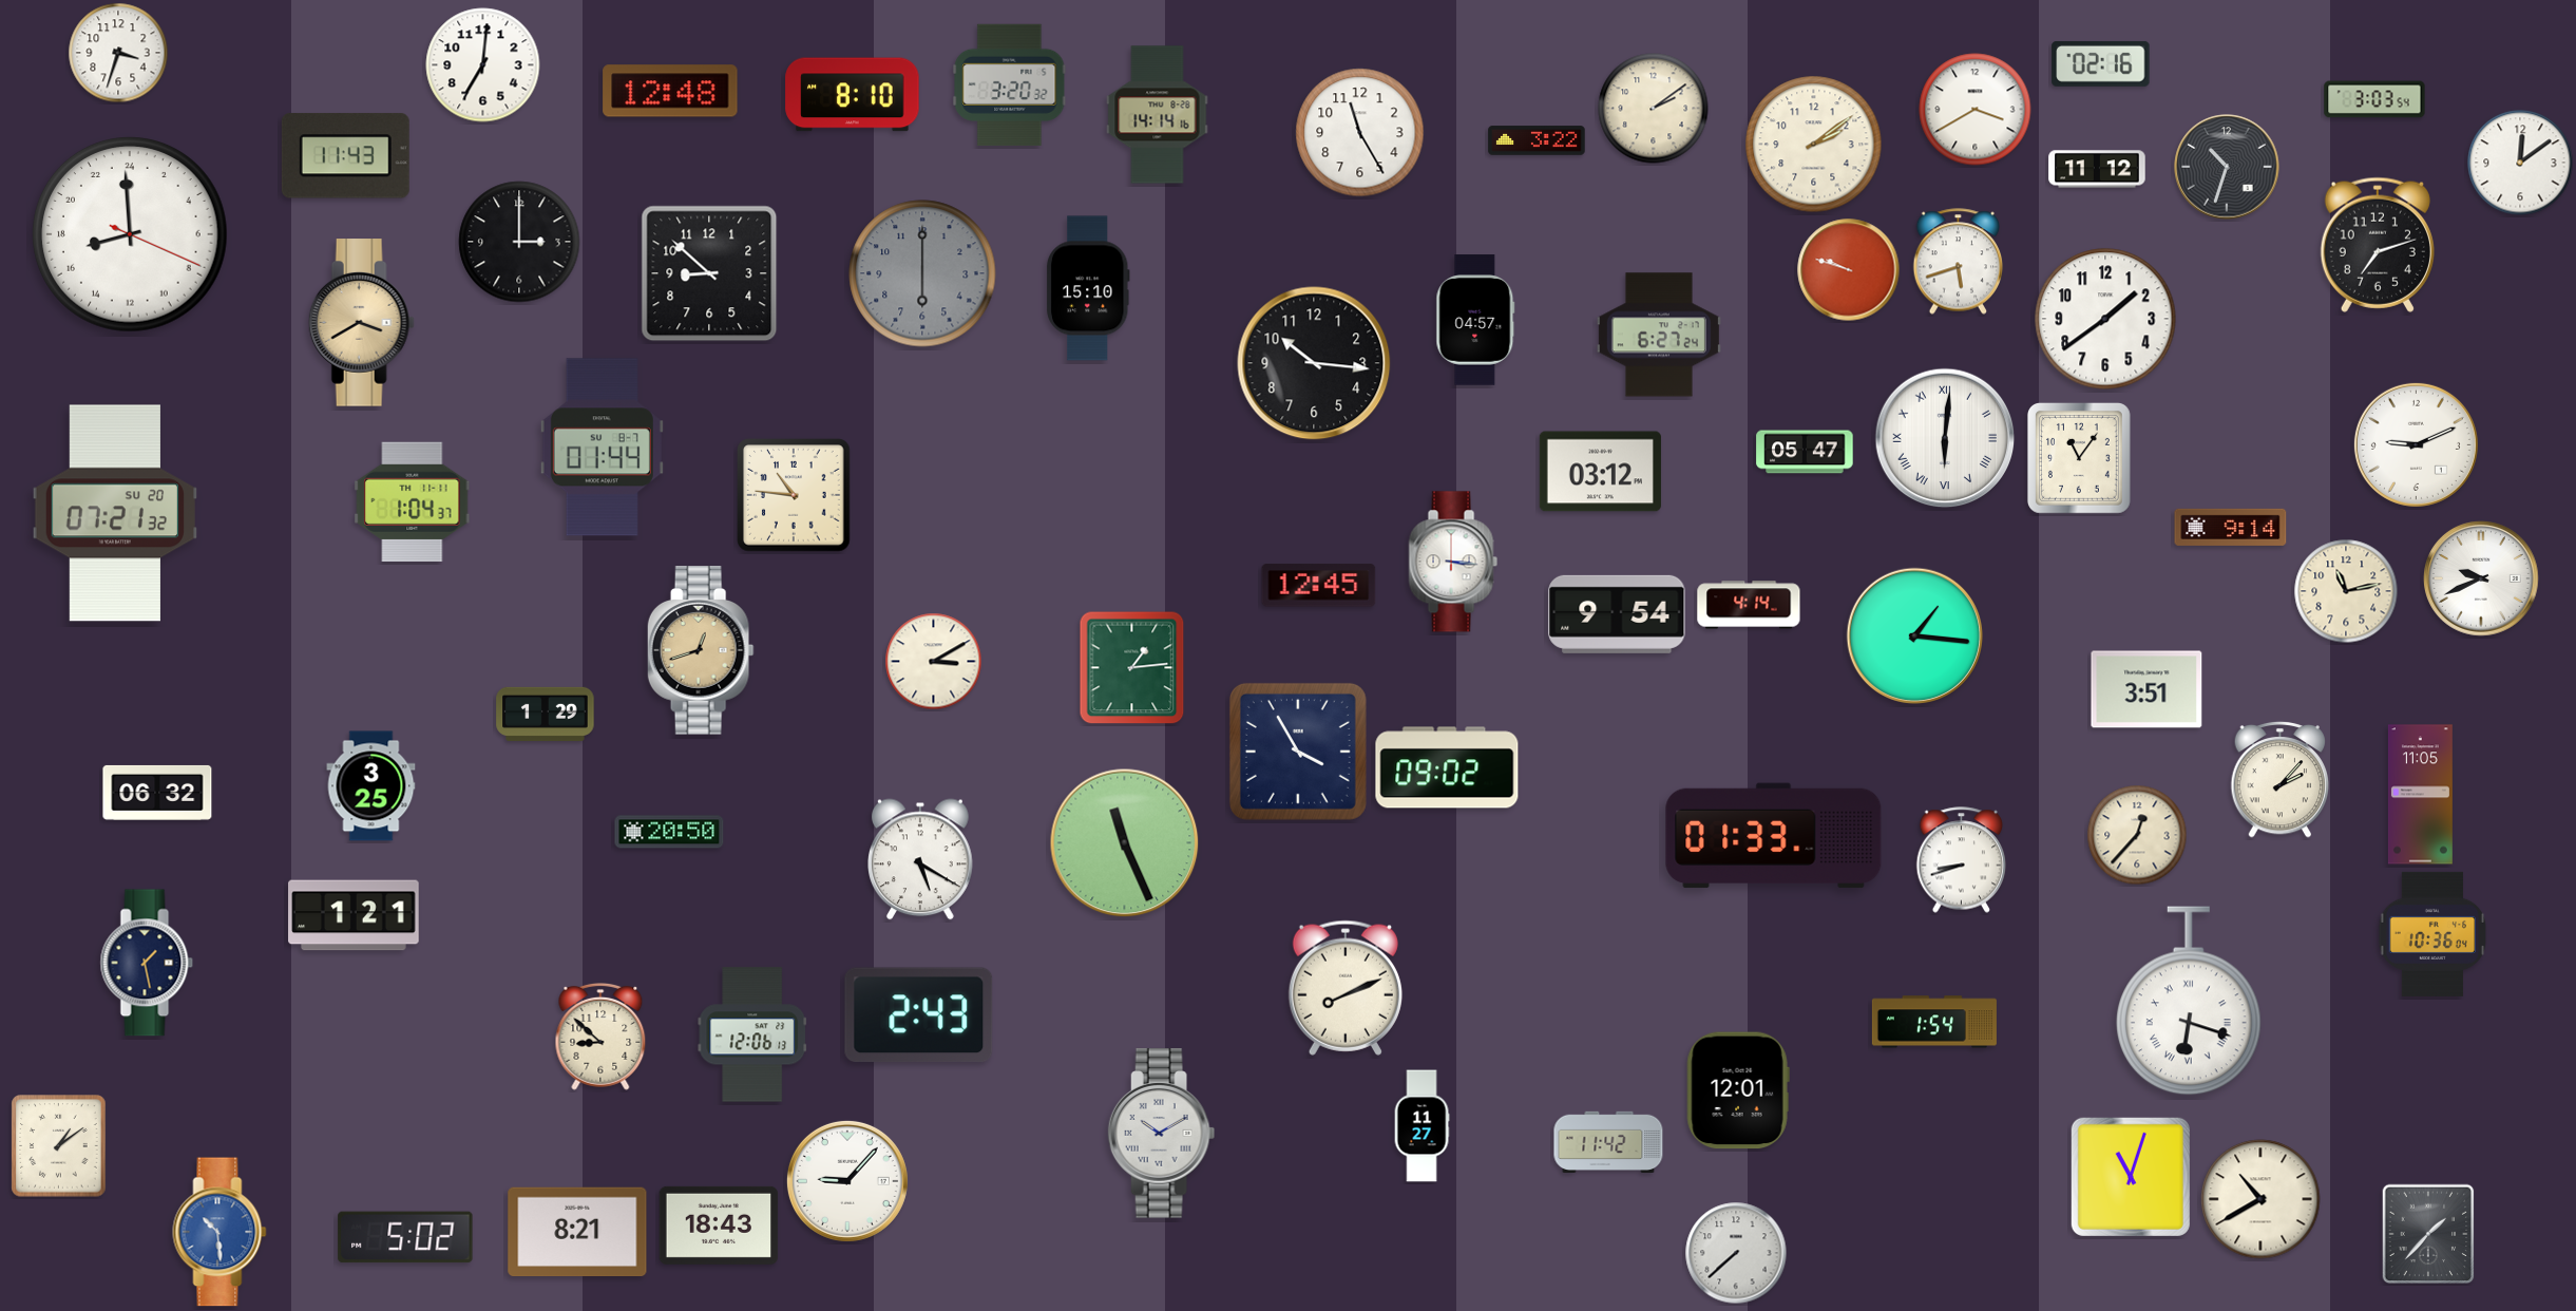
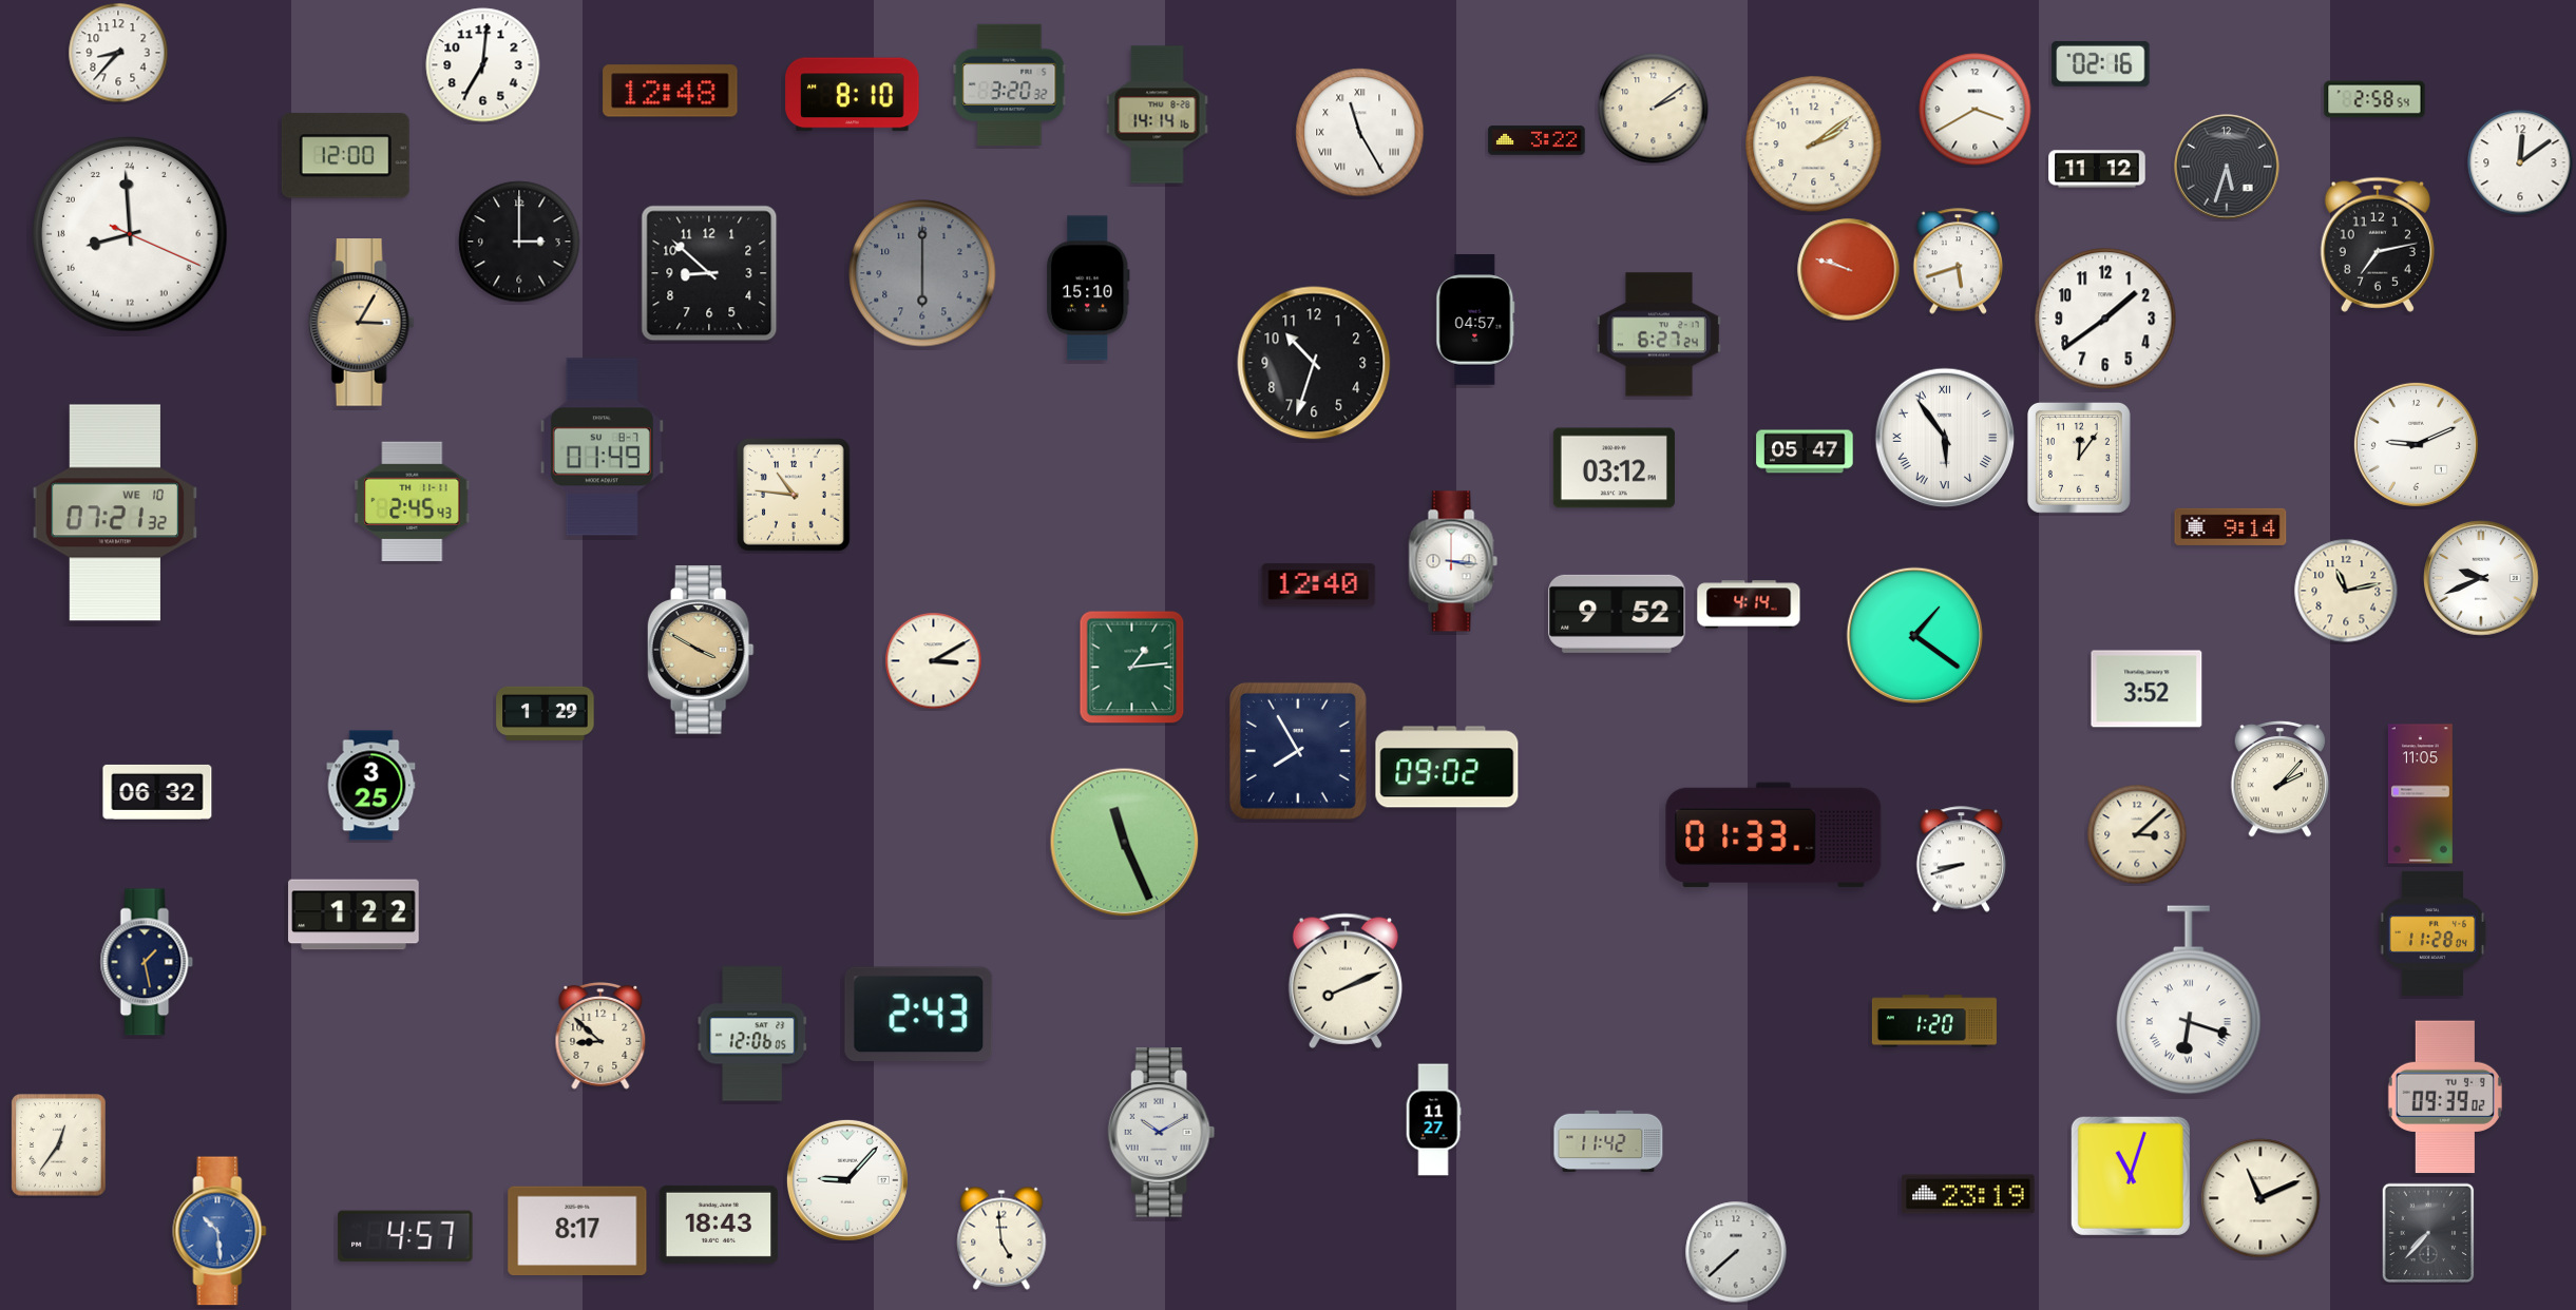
clock at (118, 53): 3:33 -> 8:37
clock at (2374, 99): 3:03 -> 2:58
clock at (1360, 133) numerals: Arabic -> Roman
clock at (345, 156): 11:43 -> 12:00
clock at (2227, 167): 10:33 -> 5:33
clock at (2378, 245): 7:12 -> 7:13
clock at (361, 323): 3:40 -> 3:05
clock at (1314, 363): 10:16 -> 10:33
clock at (1945, 438): 6:01 -> 5:54
clock at (602, 448): 01:44 -> 01:49
clock at (2079, 458): 11:06 -> 12:06
clock at (1600, 472) position: (1600, 472) -> (1614, 468)
clock at (413, 501): 1:04 -> 2:45
clock at (114, 513) date: SU 20 -> WE 10
clock at (1319, 586): 12:45 -> 12:40
clock at (1617, 614): 9:54 -> 9:52
clock at (1914, 635): 1:16 -> 1:21
clock at (701, 650): 12:42 -> 3:50
clock at (2146, 689): 3:51 -> 3:52
clock at (1298, 752): 3:55 -> 7:55
clock at (669, 832): 20:50 -> none
clock at (2137, 835): 12:37 -> 3:08
clock at (921, 859): 5:20 -> none
clock at (354, 915): 1:21 -> 1:22
clock at (2432, 934): 10:36 -> 11:28
clock at (1346, 988) position: (1346, 988) -> (1346, 981)
clock at (1934, 1022): 1:54 -> 1:20
clock at (752, 1034): 12:06:13 -> 12:06:05
clock at (1738, 1090): 12:01 -> none
clock at (2445, 1097): none -> 09:39
clock at (1421, 1126) position: (1421, 1126) -> (1433, 1120)
clock at (59, 1146): 1:09 -> 12:36
clock at (1968, 1194): none -> 23:19
clock at (2260, 1199): 10:40 -> 11:11
clock at (577, 1232): 8:21 -> 8:17
clock at (2428, 1234): 1:37 -> 7:37
clock at (405, 1237): 5:02 -> 4:57
clock at (1001, 1238): none -> 4:59
